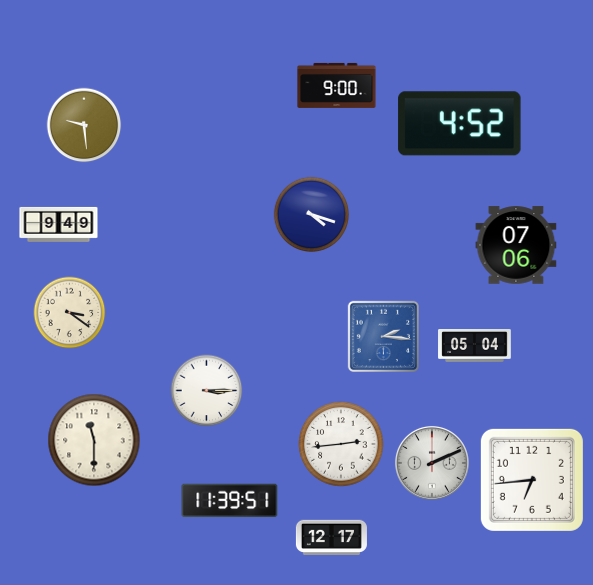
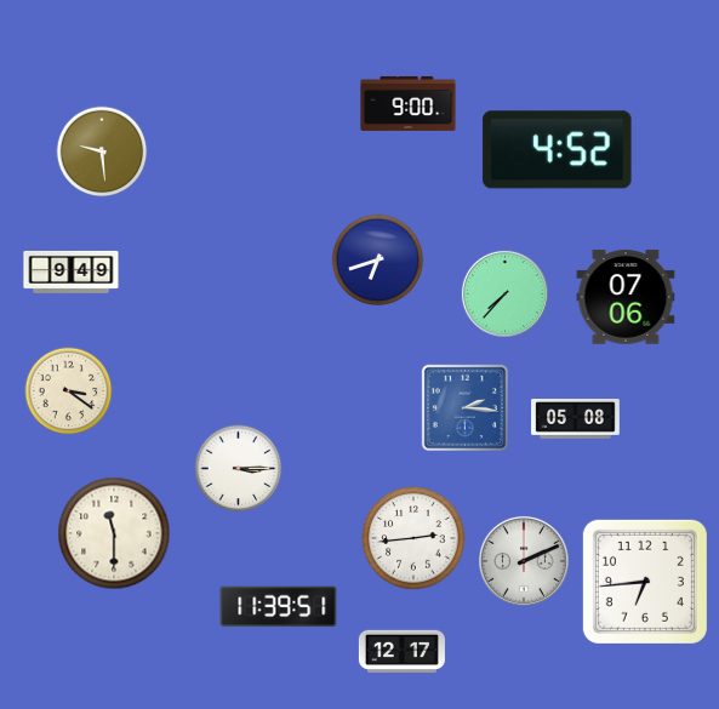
clock at (312, 215): 4:18 -> 6:42
clock at (504, 293): none -> 7:37
clock at (70, 313) position: (70, 313) -> (69, 391)
clock at (475, 346): 05:04 -> 05:08
clock at (207, 391) position: (207, 391) -> (239, 469)
